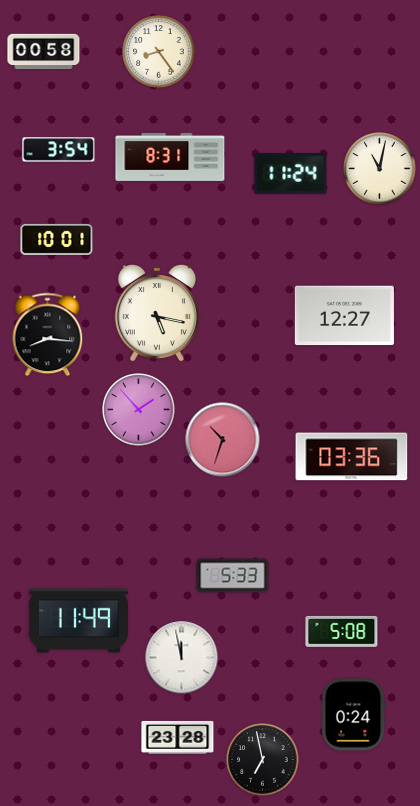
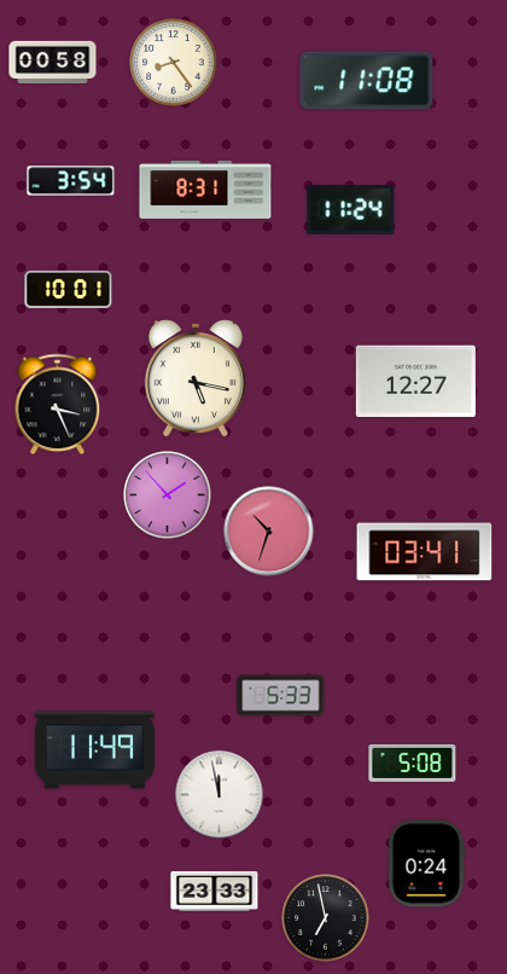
clock at (159, 52) position: (159, 52) -> (174, 63)
clock at (367, 81): none -> 11:08
clock at (380, 169): 11:02 -> none
clock at (157, 314) position: (157, 314) -> (196, 379)
clock at (48, 335): 8:16 -> 3:26
clock at (352, 457): 03:36 -> 03:41
clock at (178, 737): 23:28 -> 23:33
clock at (263, 760) position: (263, 760) -> (326, 918)
